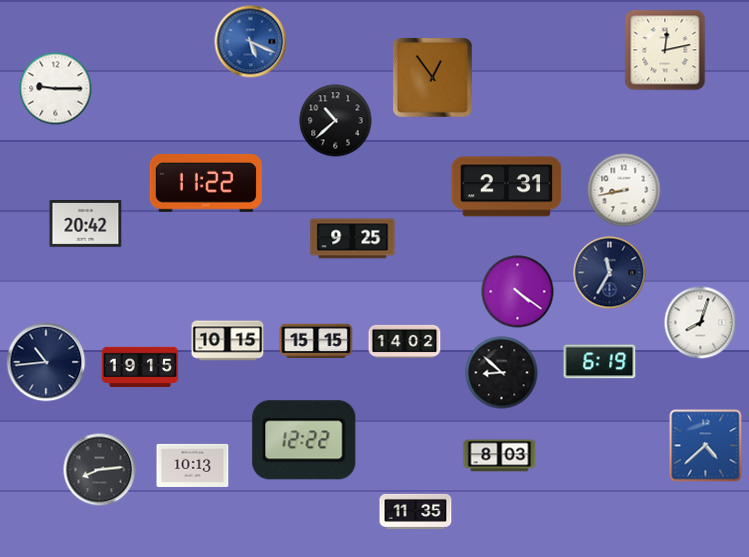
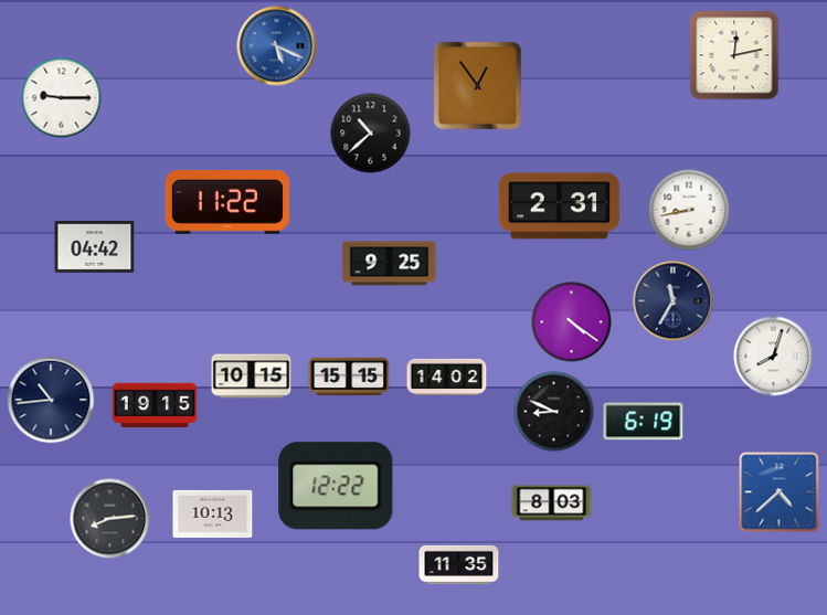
clock at (86, 224): 20:42 -> 04:42
clock at (600, 362) position: (600, 362) -> (644, 422)
clock at (502, 373): 8:52 -> 8:49
